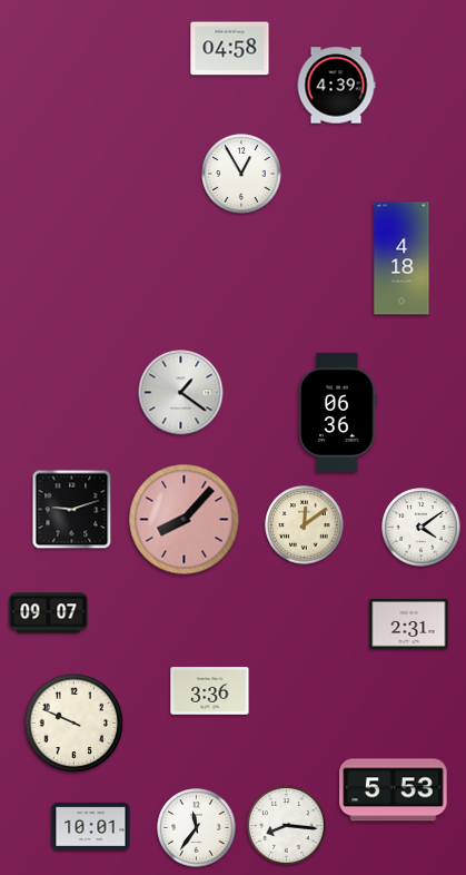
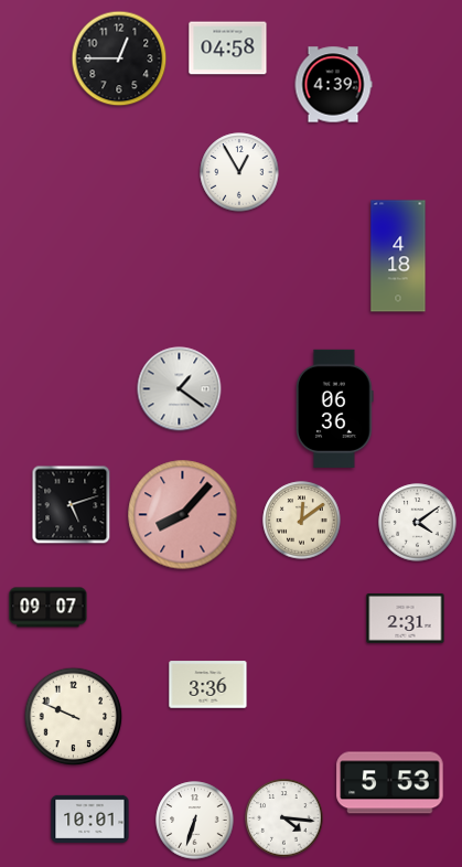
clock at (119, 58): none -> 12:45
clock at (72, 510): 9:12 -> 5:12
clock at (287, 826): 8:16 -> 4:16
clock at (197, 828): 11:36 -> 6:33
